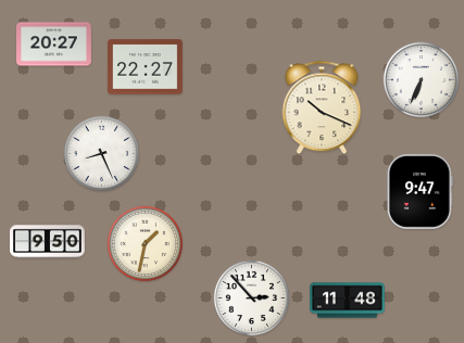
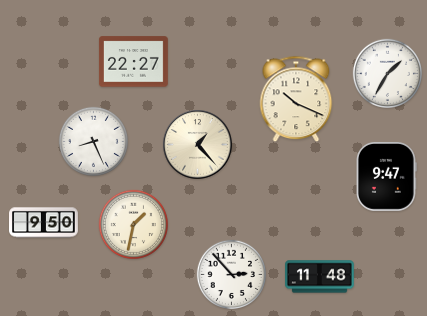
clock at (54, 45): 20:27 -> none
clock at (421, 79): 6:34 -> 1:35
clock at (198, 145): none -> 1:23
